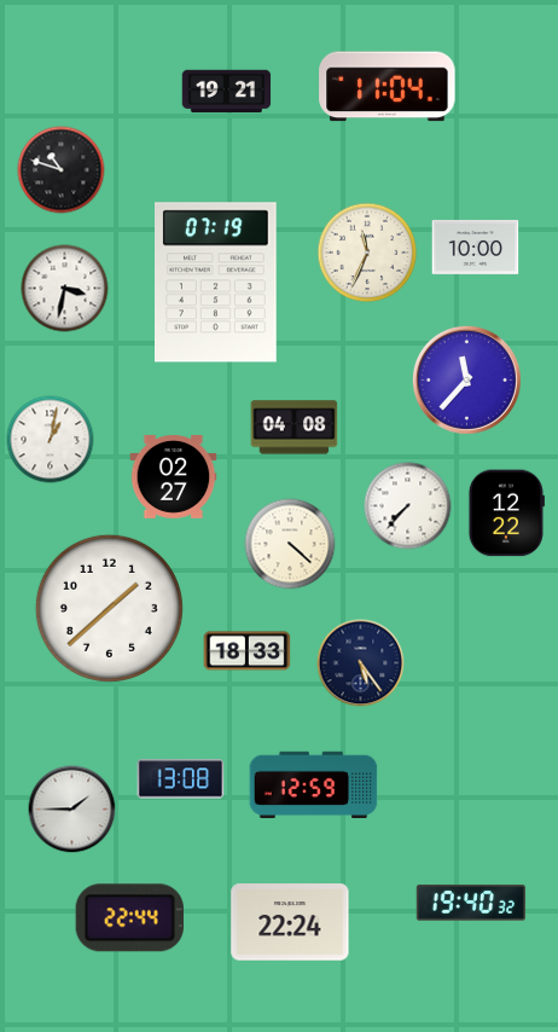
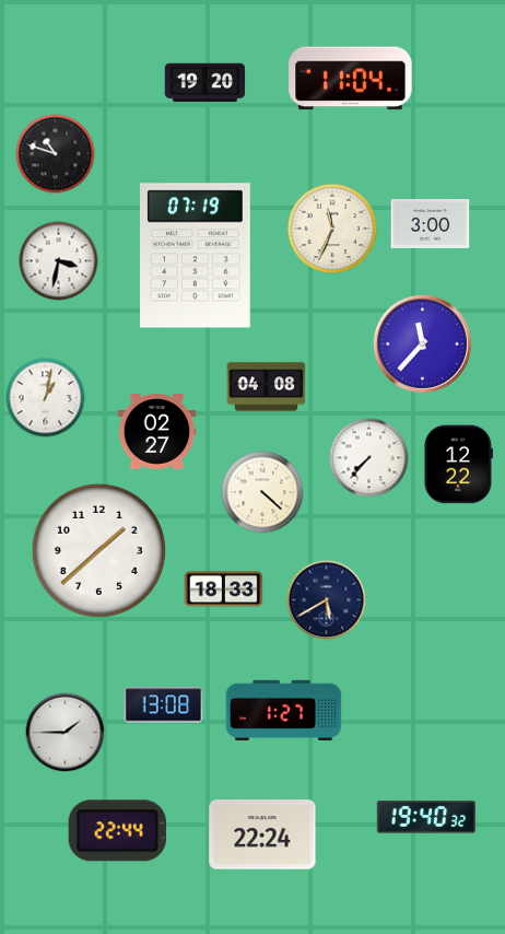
clock at (227, 92): 19:21 -> 19:20
clock at (476, 247): 10:00 -> 3:00
clock at (361, 663): 5:24 -> 5:40
clock at (314, 784): 12:59 -> 1:27
